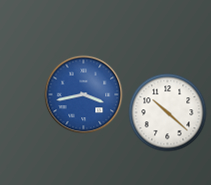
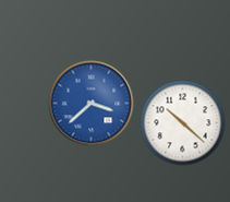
clock at (83, 94): 3:43 -> 3:38
